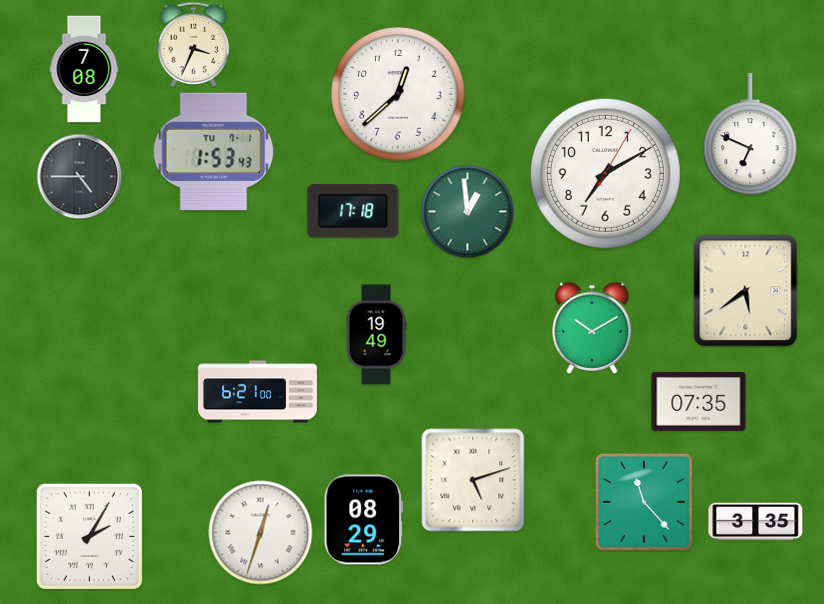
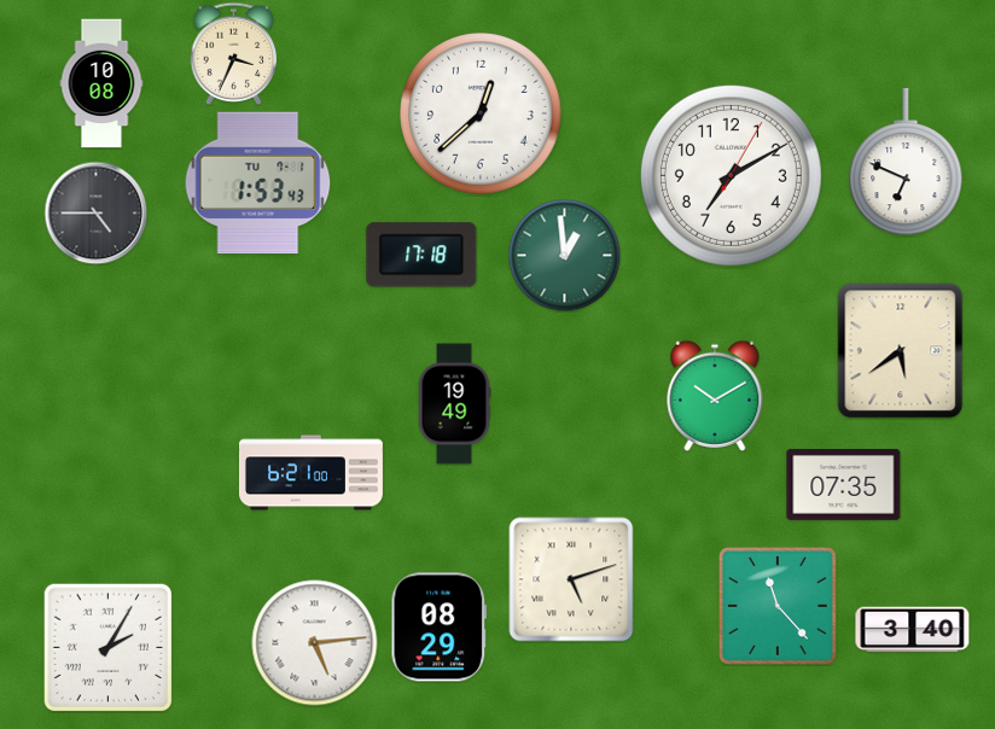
clock at (84, 69): 7:08 -> 10:08
clock at (605, 173) position: (605, 173) -> (731, 175)
clock at (353, 211) position: (353, 211) -> (421, 255)
clock at (756, 522): 3:35 -> 3:40
clock at (261, 533): 12:33 -> 5:14
